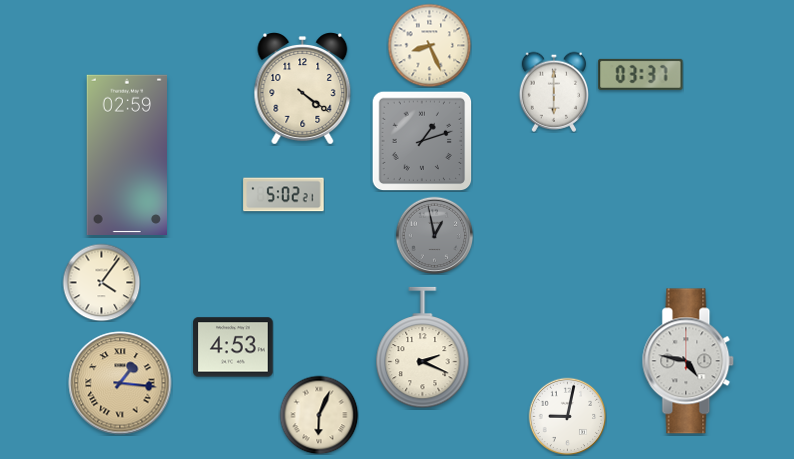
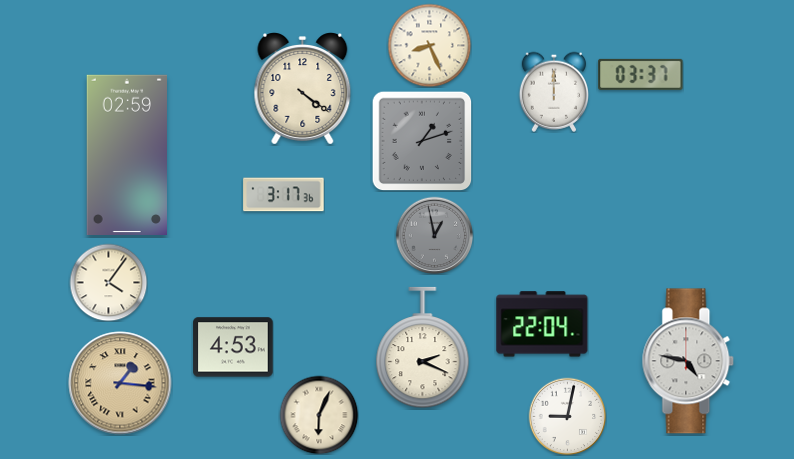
clock at (553, 92): 6:00 -> 12:00
clock at (284, 195): 5:02 -> 3:17
clock at (101, 282) position: (101, 282) -> (108, 282)
clock at (542, 324): none -> 22:04
